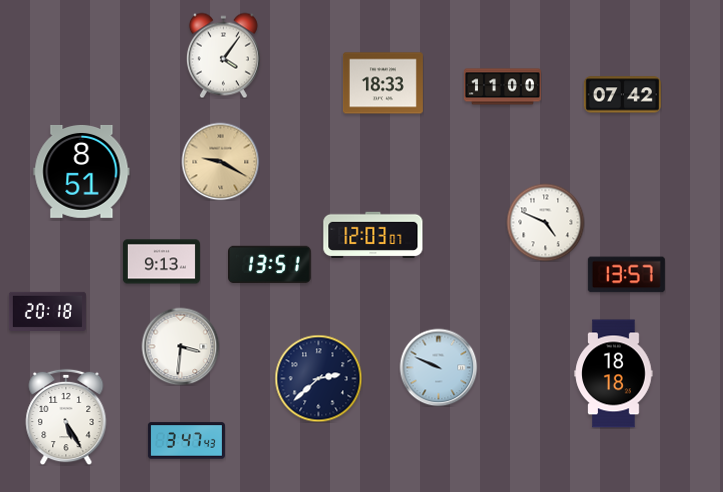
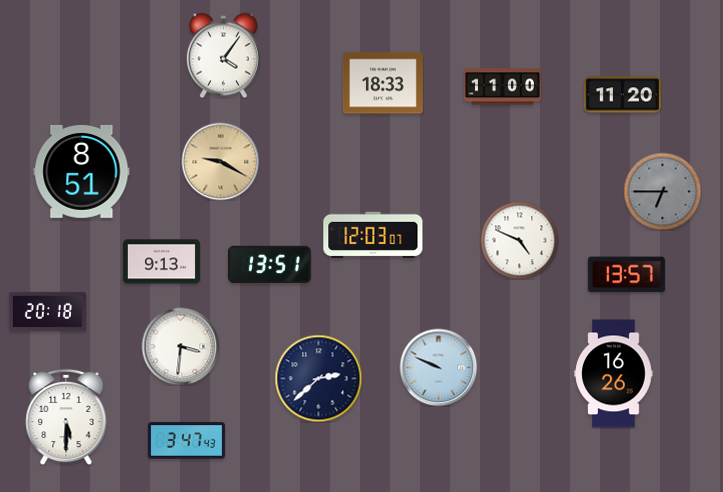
clock at (622, 95): 07:42 -> 11:20
clock at (662, 191): none -> 6:45
clock at (545, 222) position: (545, 222) -> (519, 240)
clock at (614, 374): 18:18 -> 16:26
clock at (66, 417): 5:25 -> 5:30
